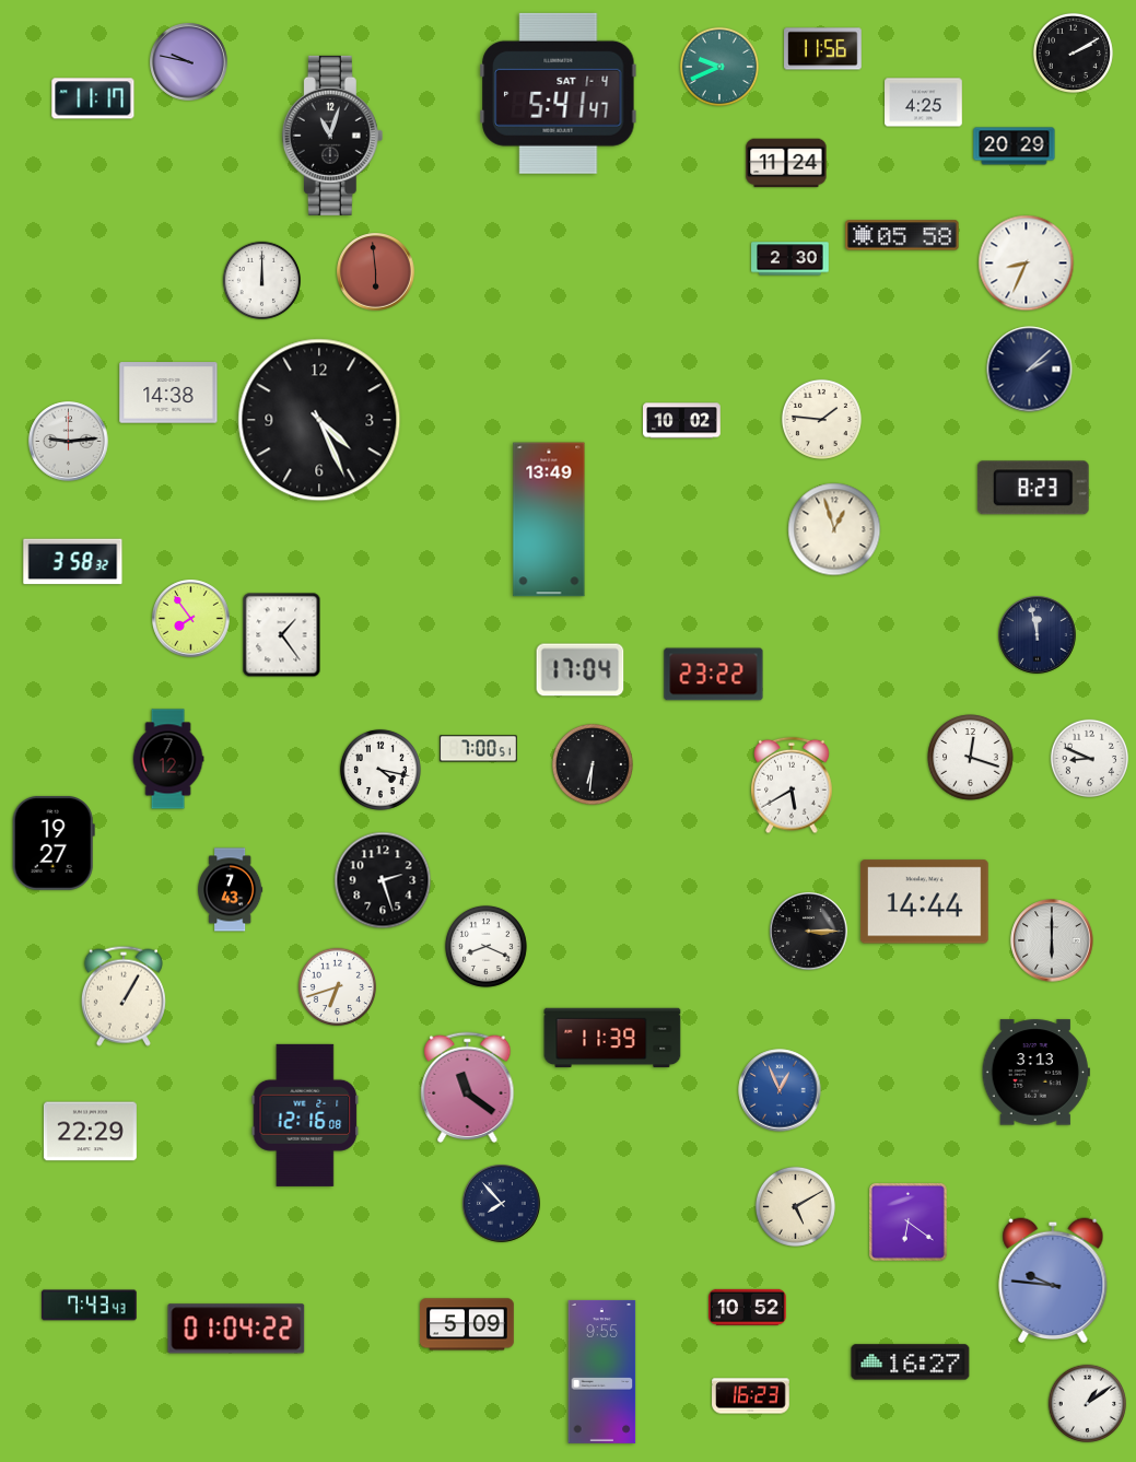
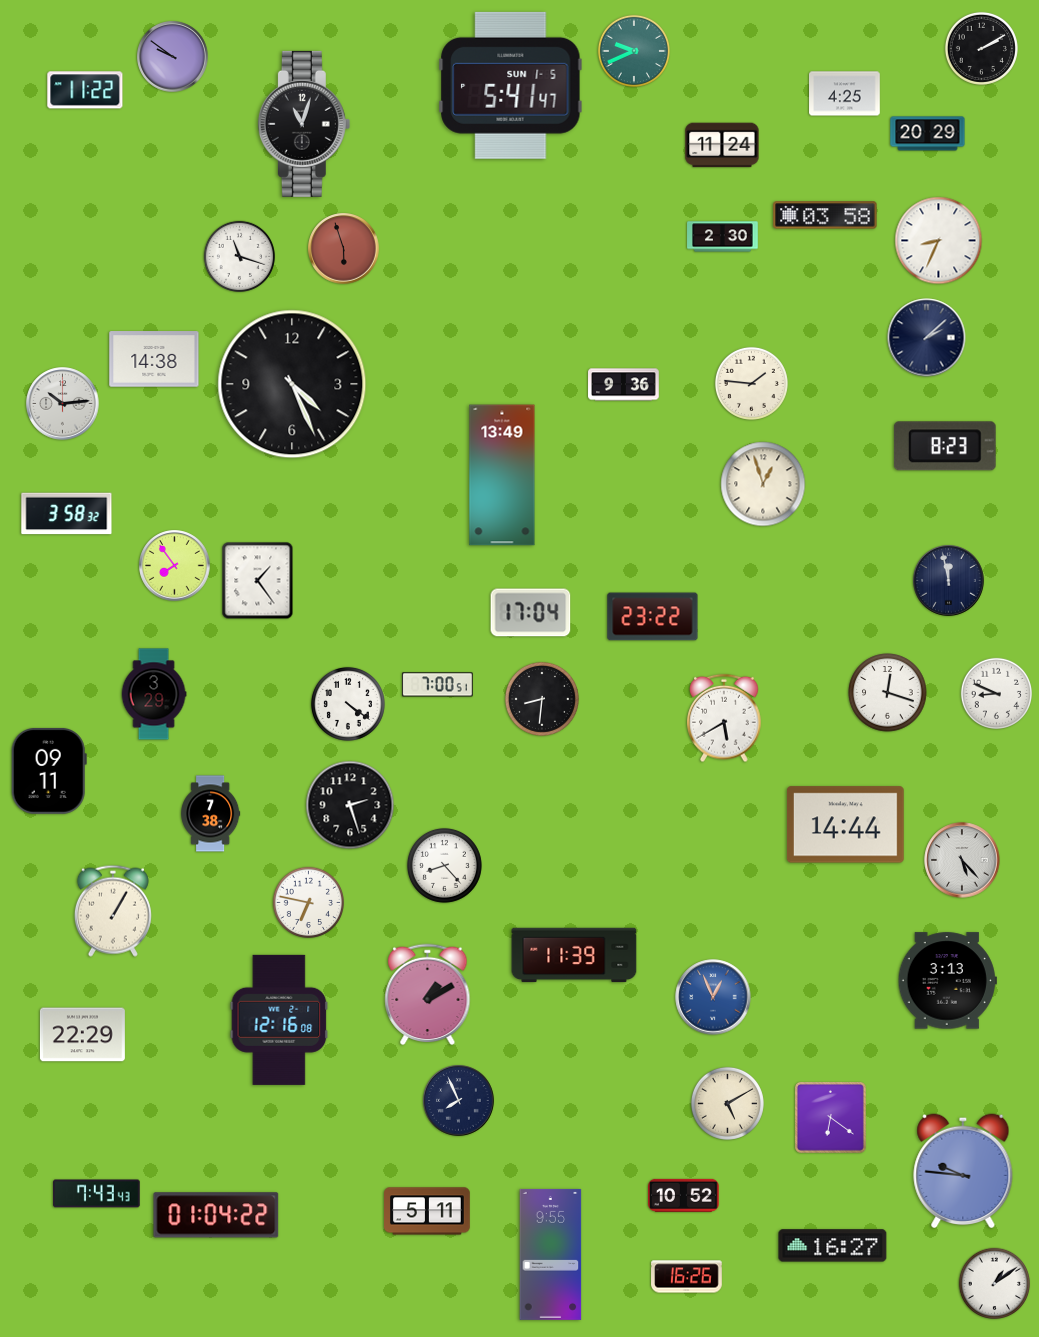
clock at (823, 49): 11:56 -> none
clock at (189, 62): 9:47 -> 9:51
clock at (719, 67) position: (719, 67) -> (634, 51)
clock at (559, 93) date: SAT 1-4 -> SUN 1-5
clock at (93, 98): 11:17 -> 11:22
clock at (786, 163) position: (786, 163) -> (722, 145)
clock at (902, 235): 05:58 -> 03:58
clock at (376, 272): 5:59 -> 5:57
clock at (261, 280): 12:00 -> 11:18
clock at (1030, 370) position: (1030, 370) -> (927, 338)
clock at (682, 421): 10:02 -> 9:36
clock at (69, 442): 9:14 -> 10:14
clock at (168, 759): 7:12 -> 3:29
clock at (593, 764): 6:31 -> 8:31
clock at (380, 770): 4:17 -> 4:21
clock at (54, 843): 19:27 -> 09:11
clock at (231, 890): 7:43 -> 7:38
clock at (809, 932): 3:15 -> none
clock at (1052, 940): 6:00 -> 5:23
clock at (485, 946): 8:19 -> 8:23
clock at (337, 986): 6:42 -> 6:47
clock at (612, 1038) position: (612, 1038) -> (574, 955)
clock at (468, 1088): 11:21 -> 1:10
clock at (502, 1204): 7:53 -> 7:56
clock at (90, 1306) position: (90, 1306) -> (97, 1194)
clock at (468, 1324): 5:09 -> 5:11
clock at (751, 1396): 16:23 -> 16:26
